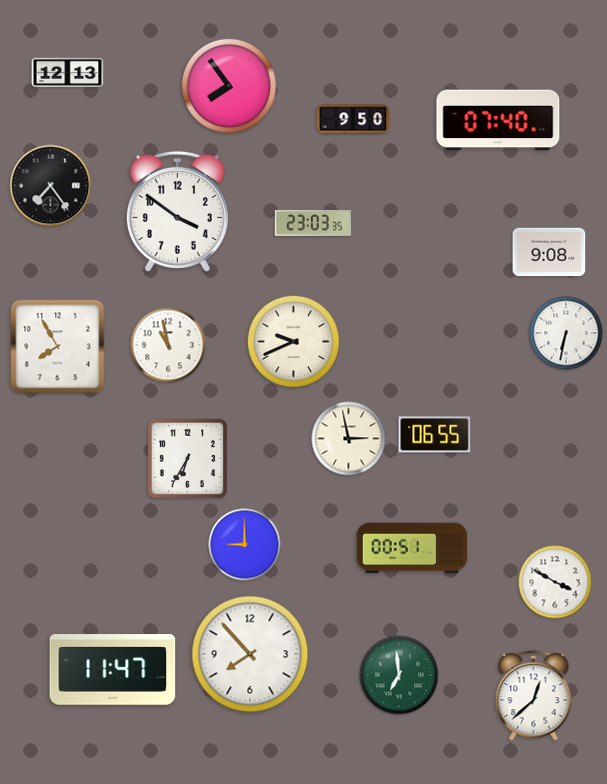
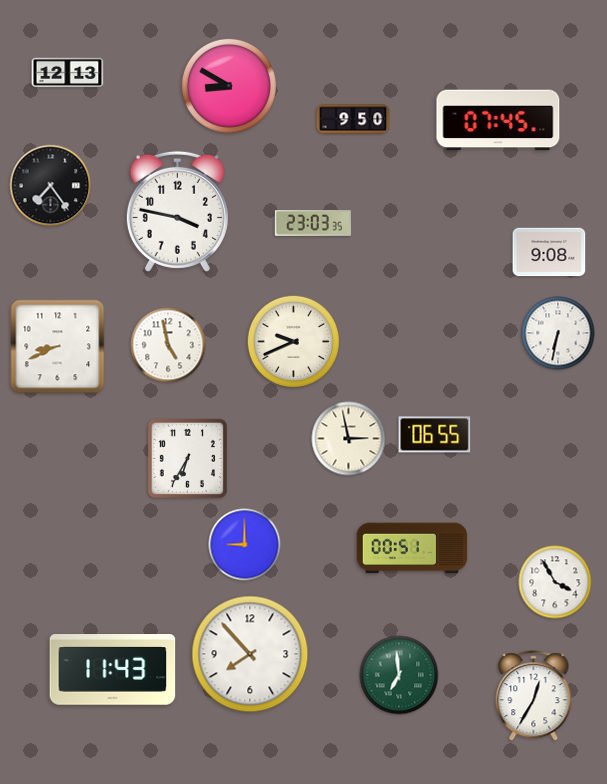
clock at (229, 86): 7:54 -> 8:50
clock at (498, 120): 07:40 -> 07:45
clock at (177, 211): 3:51 -> 3:47
clock at (566, 333) position: (566, 333) -> (558, 333)
clock at (168, 345): 10:58 -> 4:58
clock at (58, 347): 7:55 -> 8:41
clock at (555, 582): 3:50 -> 3:55
clock at (113, 670): 11:47 -> 11:43
clock at (534, 696): 12:38 -> 12:35
